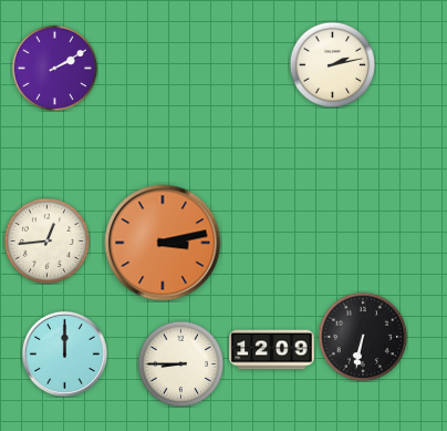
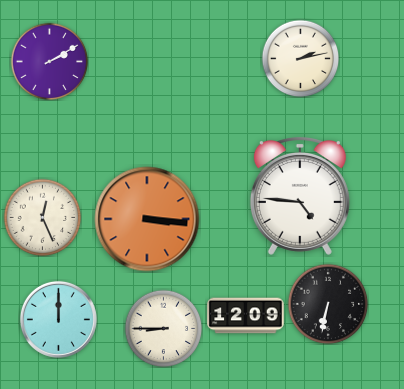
clock at (300, 197): none -> 4:46
clock at (46, 240): 12:44 -> 12:26
clock at (163, 243): 3:13 -> 3:16
